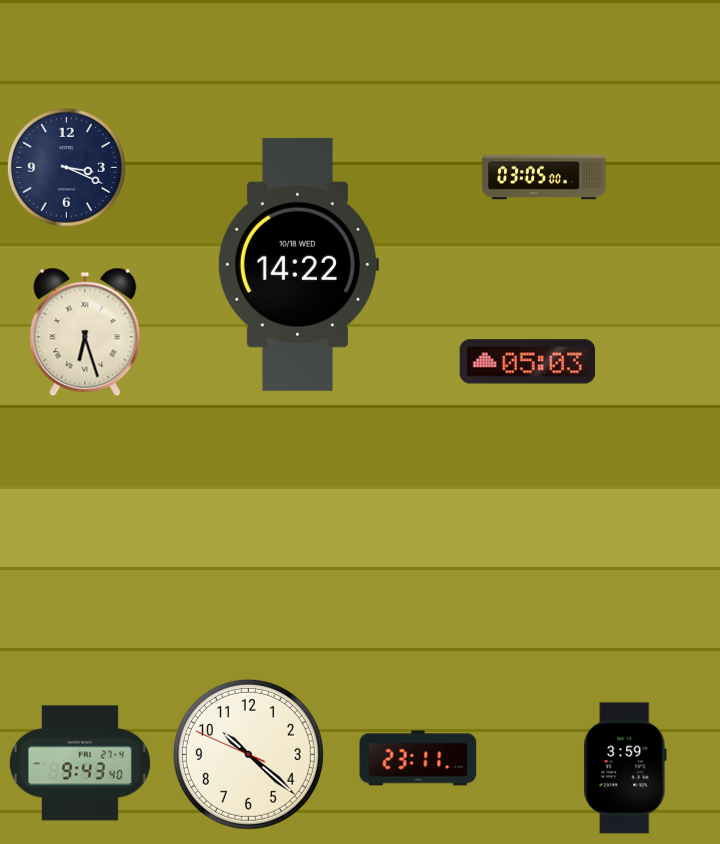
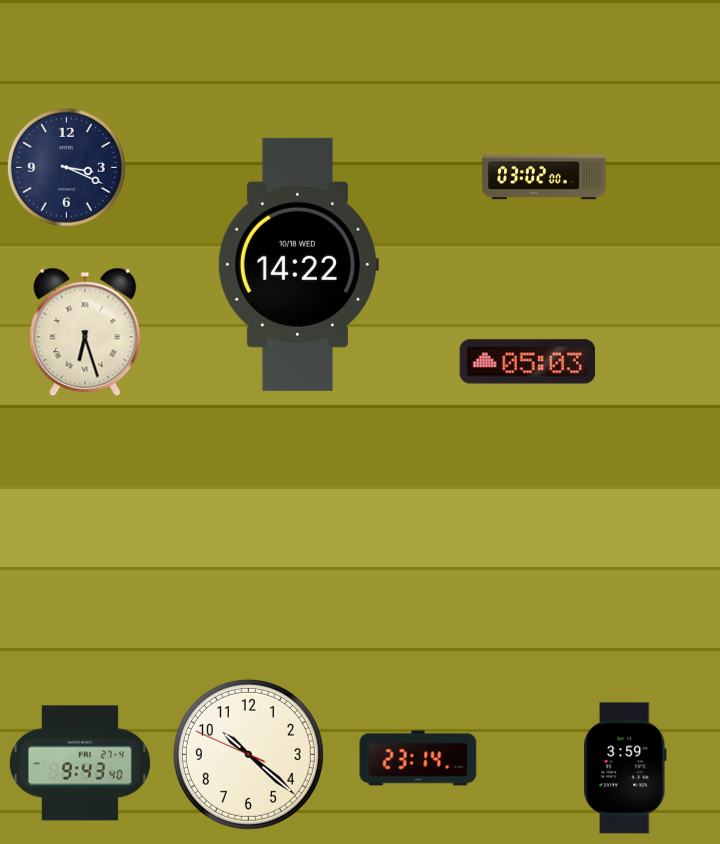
clock at (544, 177): 03:05 -> 03:02
clock at (418, 758): 23:11 -> 23:14
